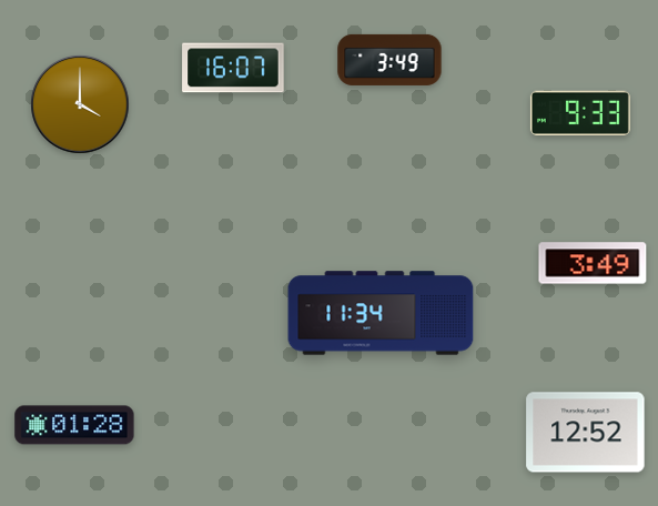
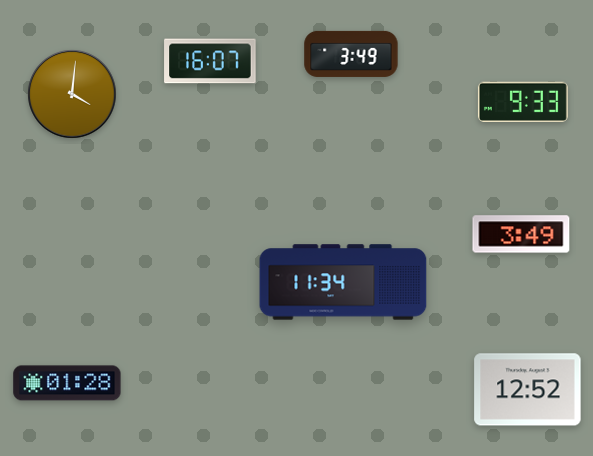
clock at (80, 104): 4:00 -> 4:01
clock at (593, 263) position: (593, 263) -> (521, 234)
